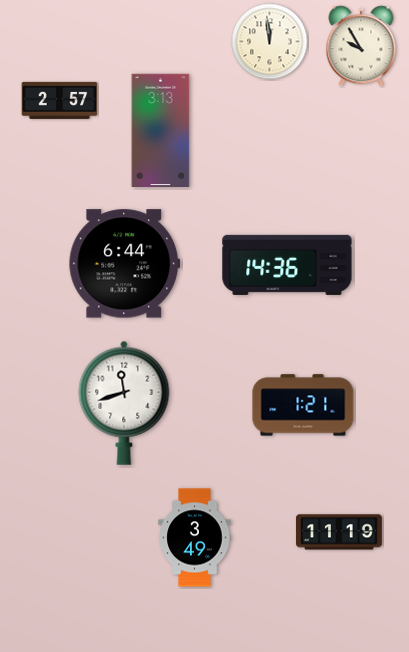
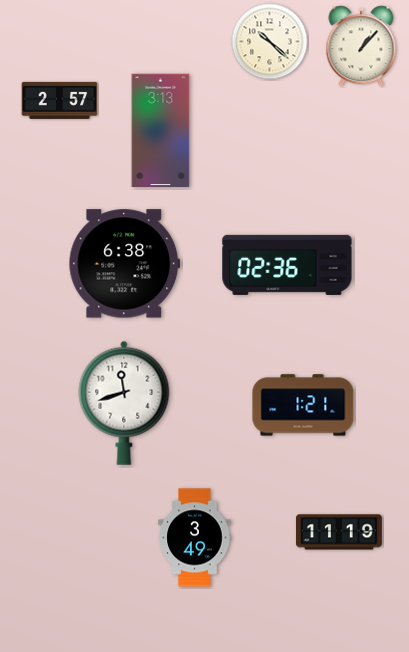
clock at (270, 42): 11:59 -> 10:22
clock at (361, 46): 9:55 -> 1:07
clock at (125, 264): 6:44 -> 6:38
clock at (287, 265): 14:36 -> 02:36
